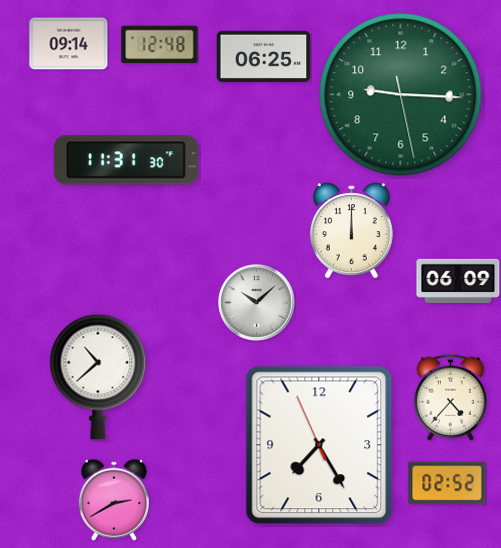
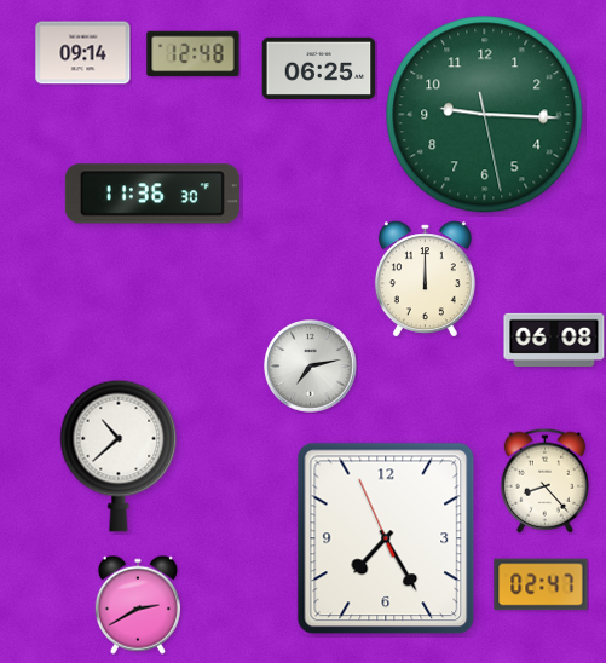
clock at (126, 160): 11:31 -> 11:36
clock at (458, 281): 06:09 -> 06:08
clock at (257, 303): 10:08 -> 7:13
clock at (450, 397): 4:37 -> 8:23
clock at (447, 483): 02:52 -> 02:47
